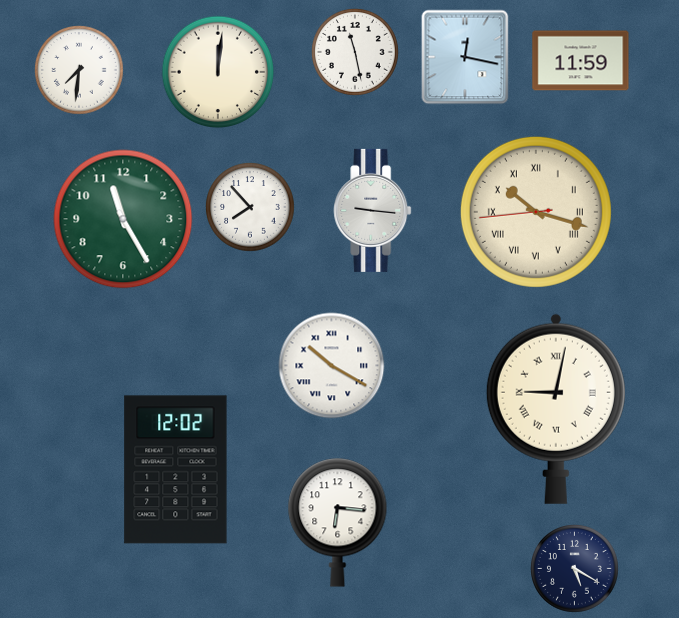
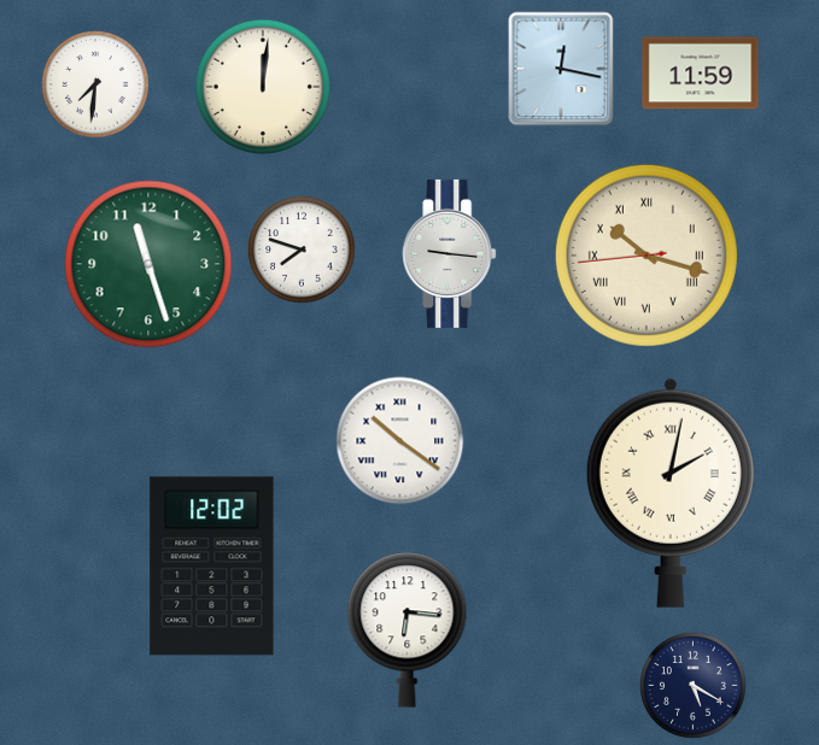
clock at (356, 53): 11:28 -> none
clock at (250, 207): 7:53 -> 7:48
clock at (123, 219): 11:25 -> 11:27
clock at (332, 366): 10:20 -> 10:21
clock at (556, 409): 9:02 -> 2:02
